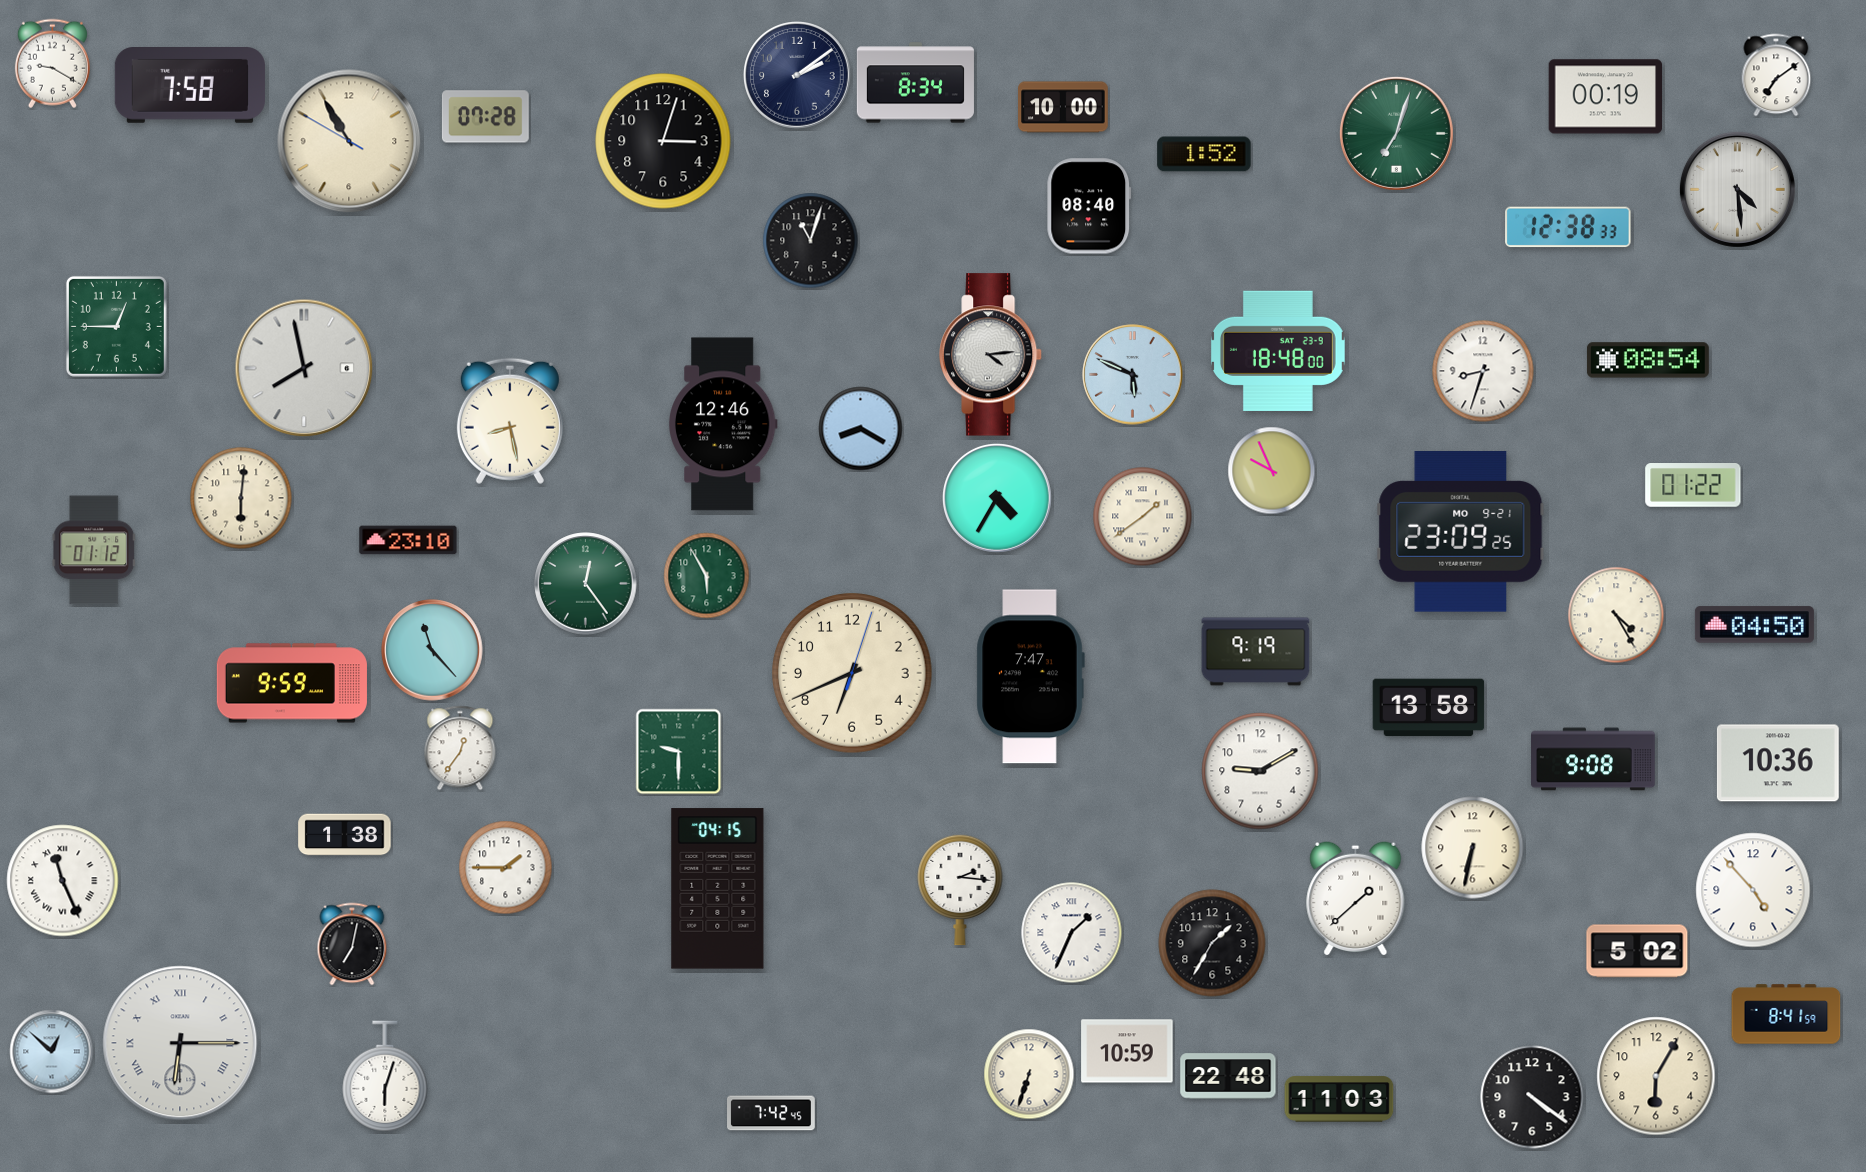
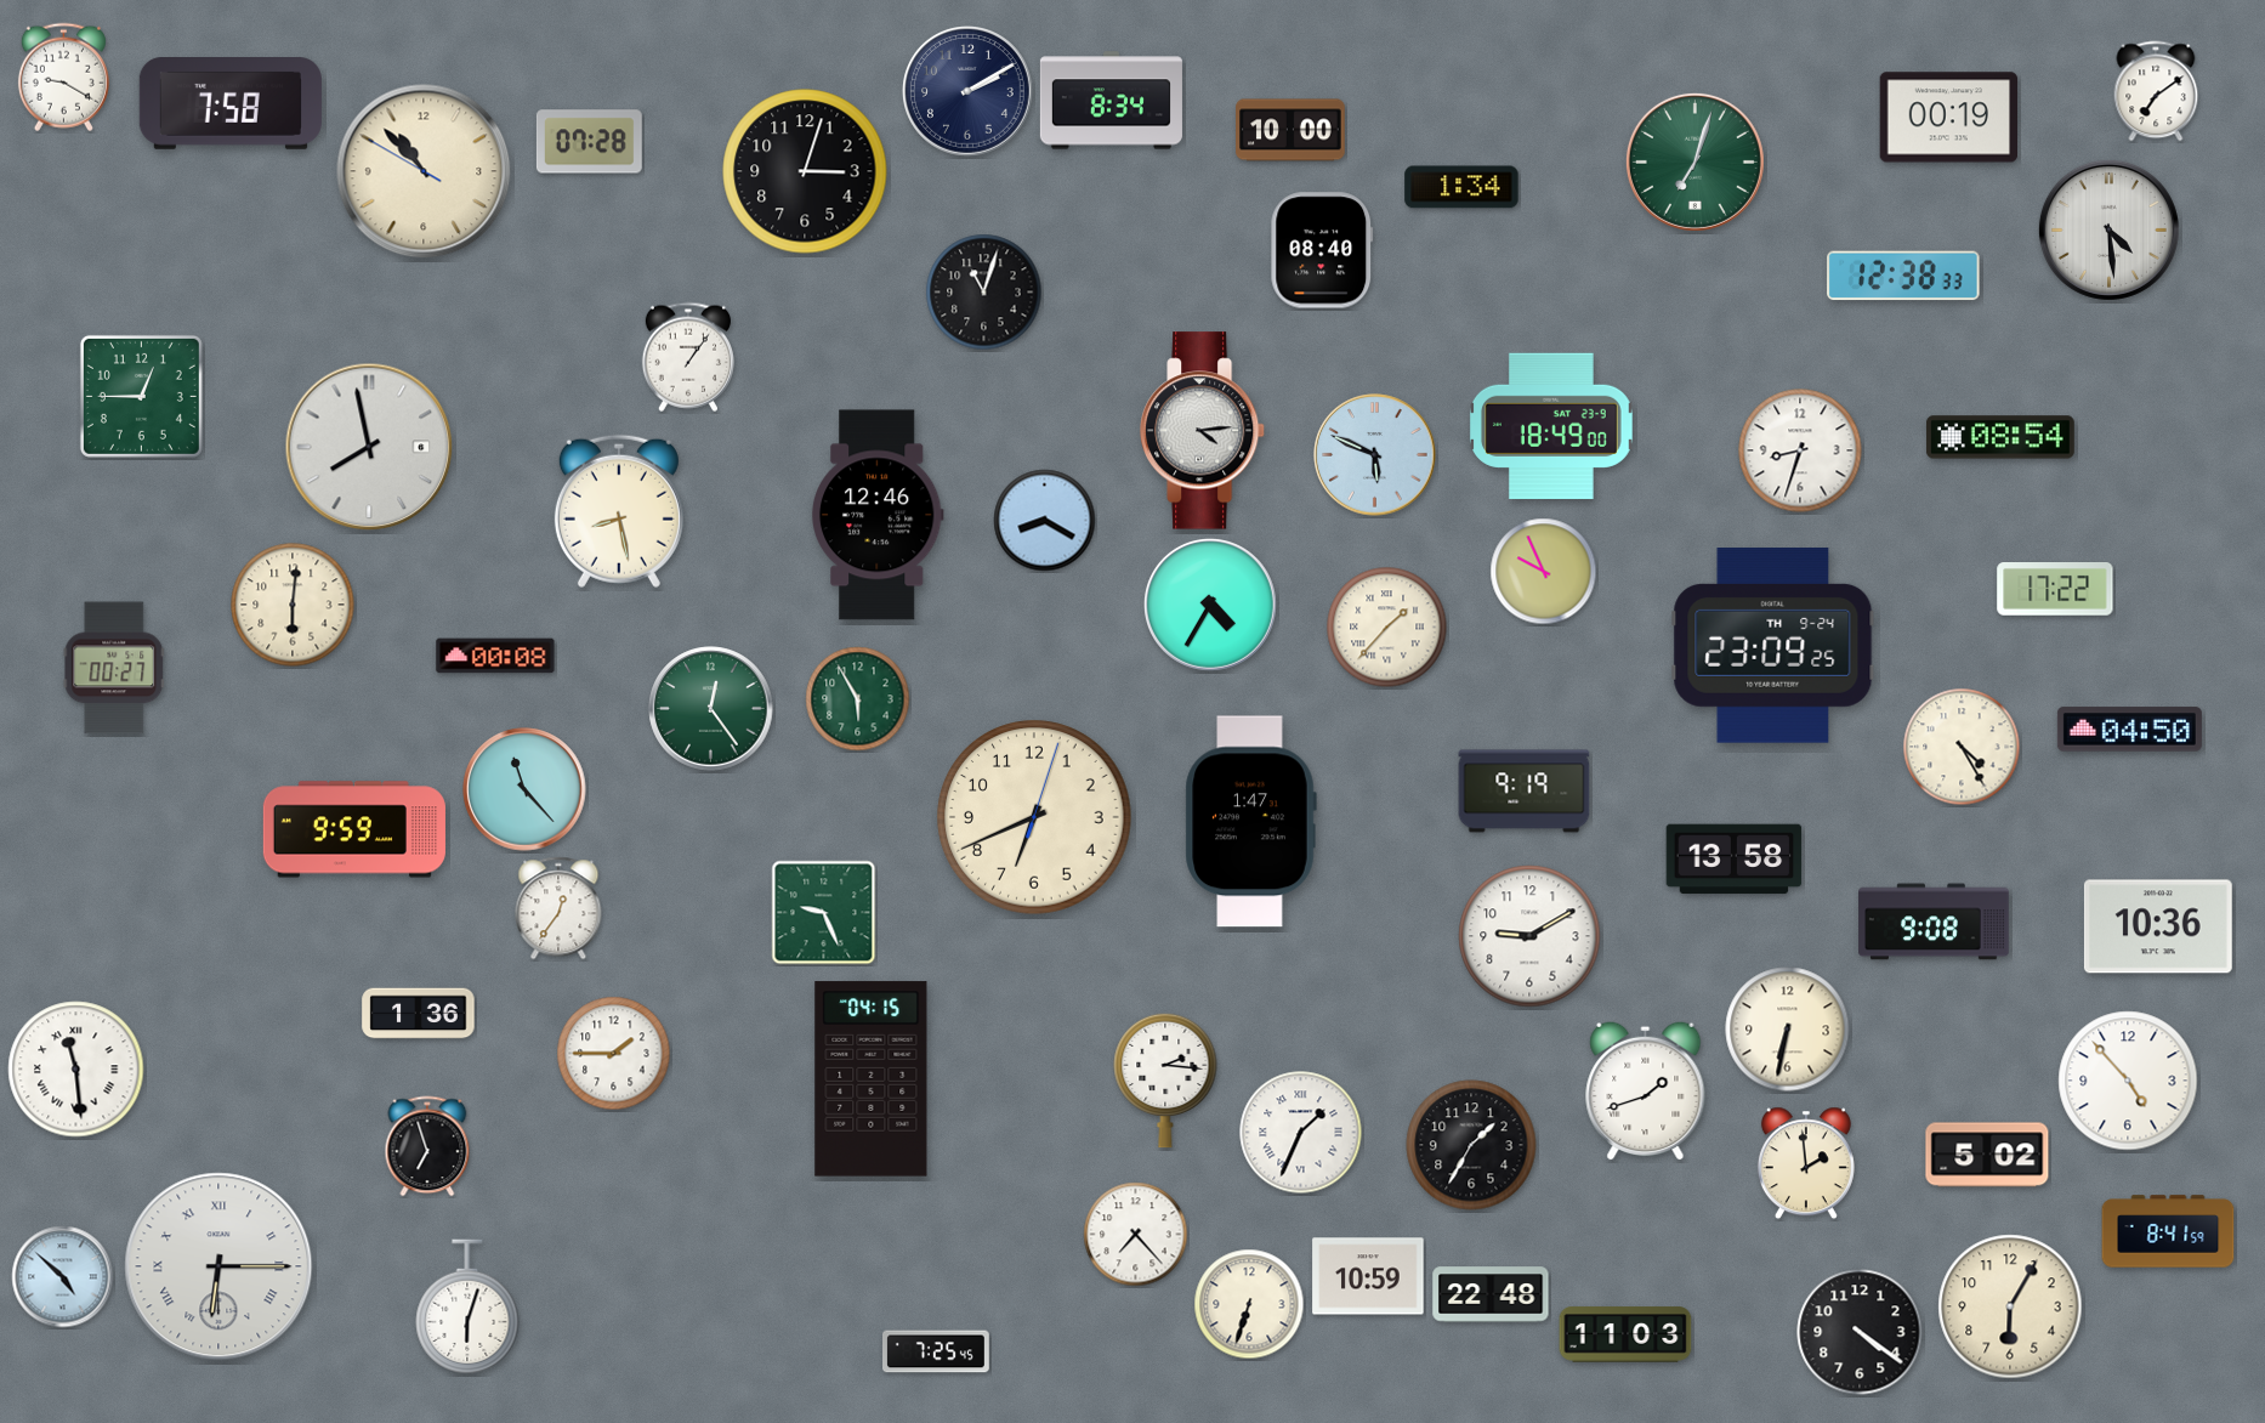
clock at (798, 76): 2:09 -> 2:10
clock at (349, 141): 10:54 -> 10:52
clock at (1204, 154): 1:52 -> 1:34
clock at (688, 357): none -> 1:06
clock at (1278, 351): 18:48 -> 18:49
clock at (1693, 486): 01:22 -> 17:22
clock at (1143, 517): 1:39 -> 1:37
clock at (1461, 532) date: MO 9-21 -> TH 9-24
clock at (408, 540): 23:10 -> 00:08
clock at (94, 550): 01:12 -> 00:27
clock at (1754, 625) position: (1754, 625) -> (2129, 730)
clock at (1030, 677): 7:47 -> 1:47
clock at (679, 752): 9:30 -> 9:26
clock at (345, 835): 1:38 -> 1:36
clock at (63, 881): 11:26 -> 11:29
clock at (1356, 898): 1:38 -> 1:42
clock at (352, 944): 7:02 -> 6:57
clock at (1806, 1163): none -> 1:59
clock at (1136, 1235): none -> 7:23
clock at (52, 1052): 12:52 -> 4:52
clock at (1228, 1076) position: (1228, 1076) -> (1491, 1294)
clock at (772, 1113): 7:42 -> 7:25
